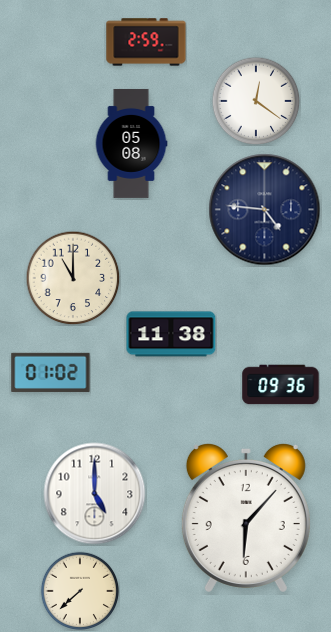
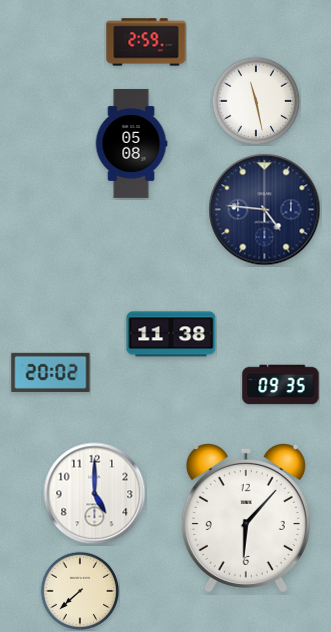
clock at (256, 101): 12:21 -> 11:28
clock at (73, 278): 11:00 -> none
clock at (51, 372): 01:02 -> 20:02
clock at (281, 385): 09:36 -> 09:35
